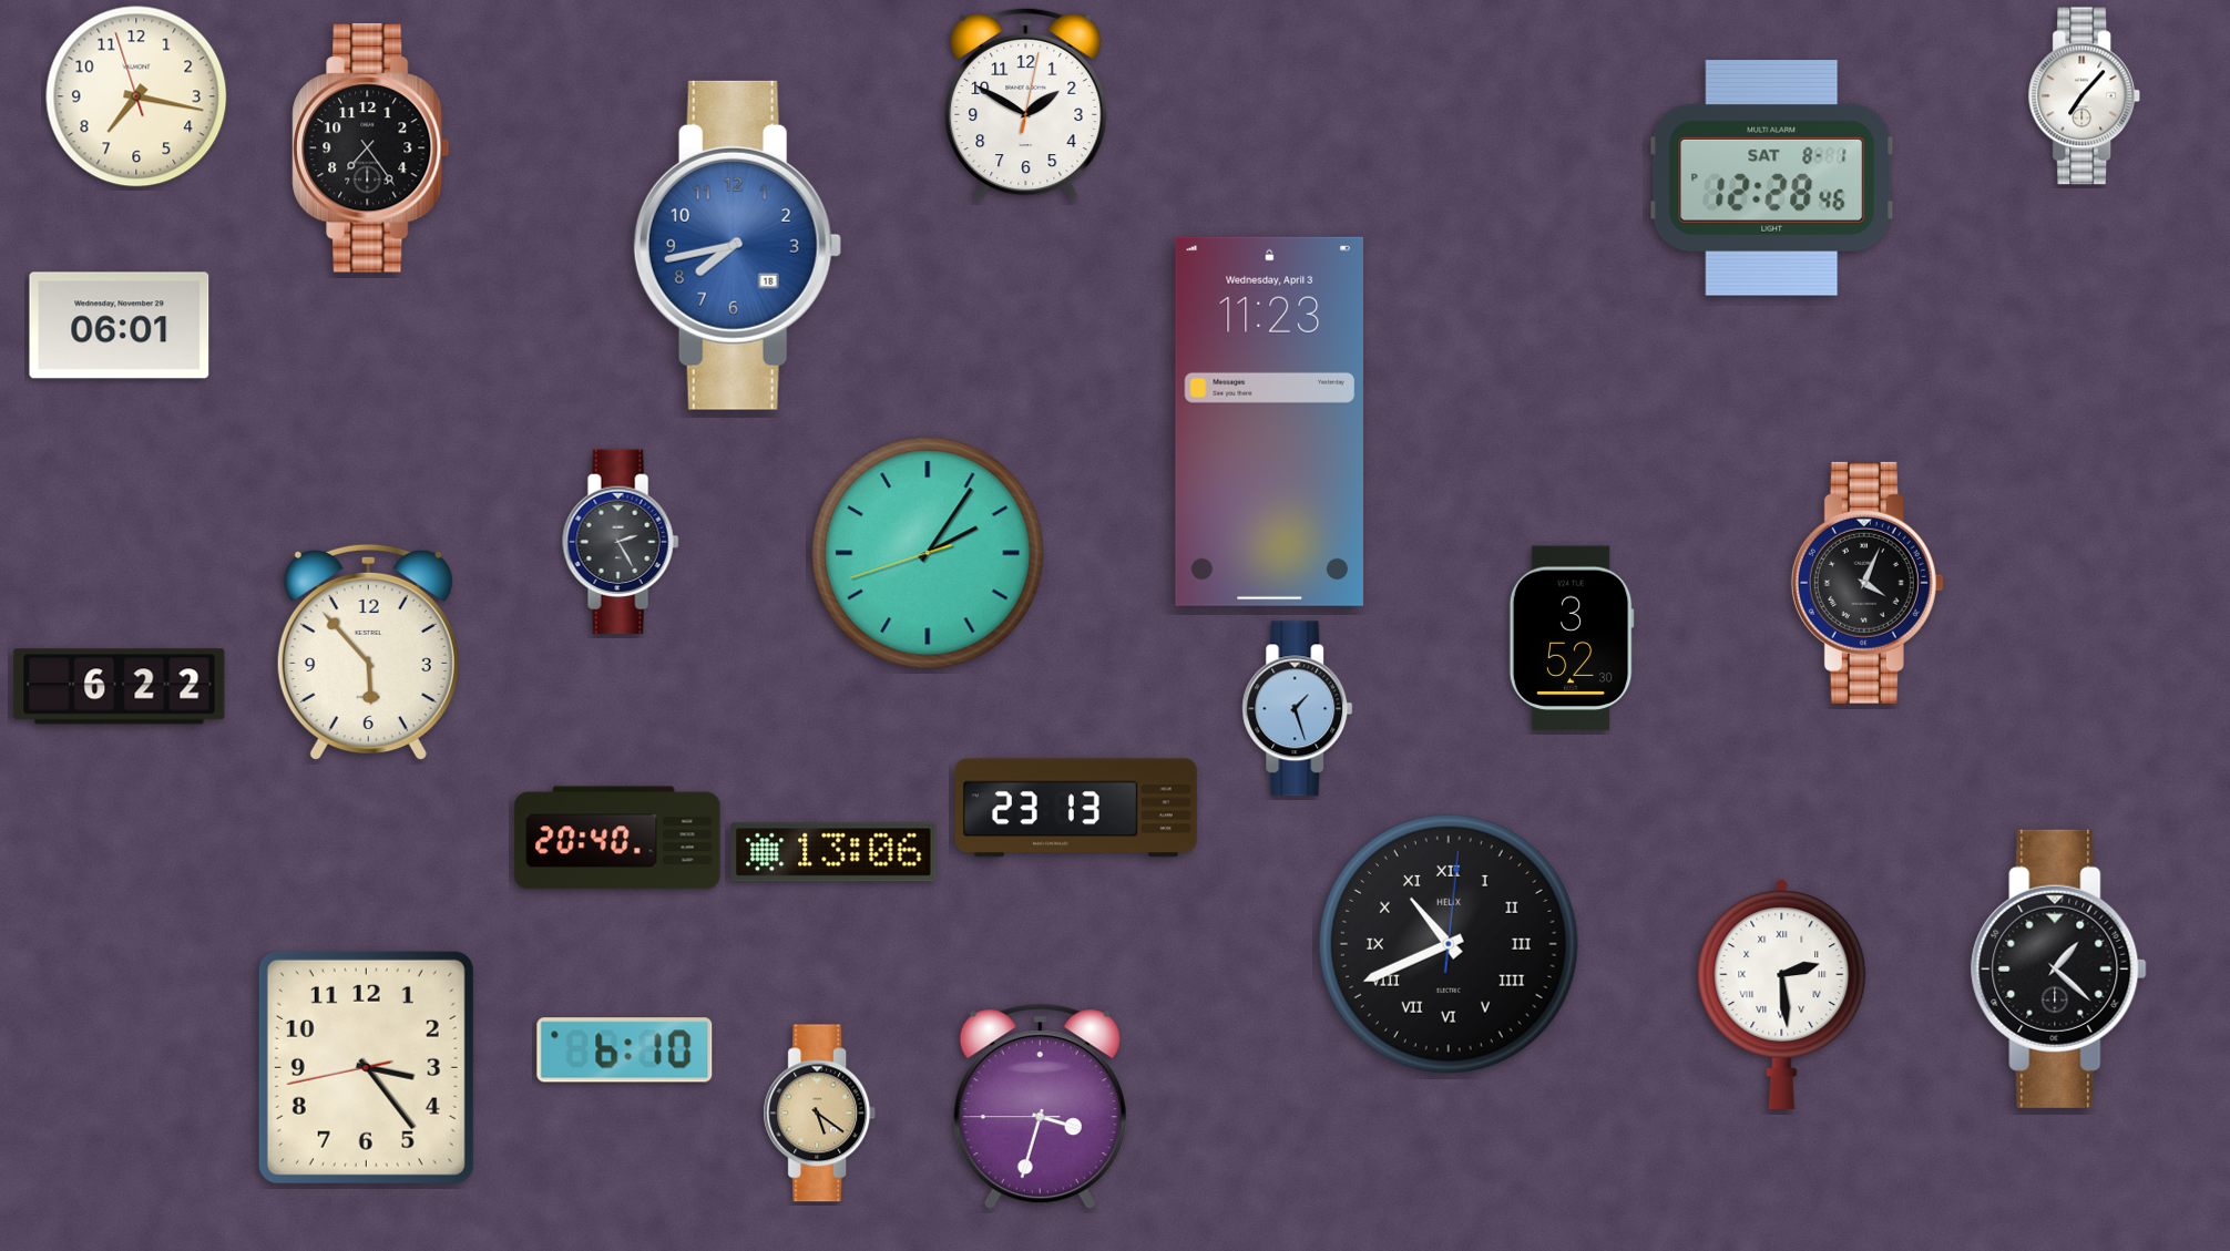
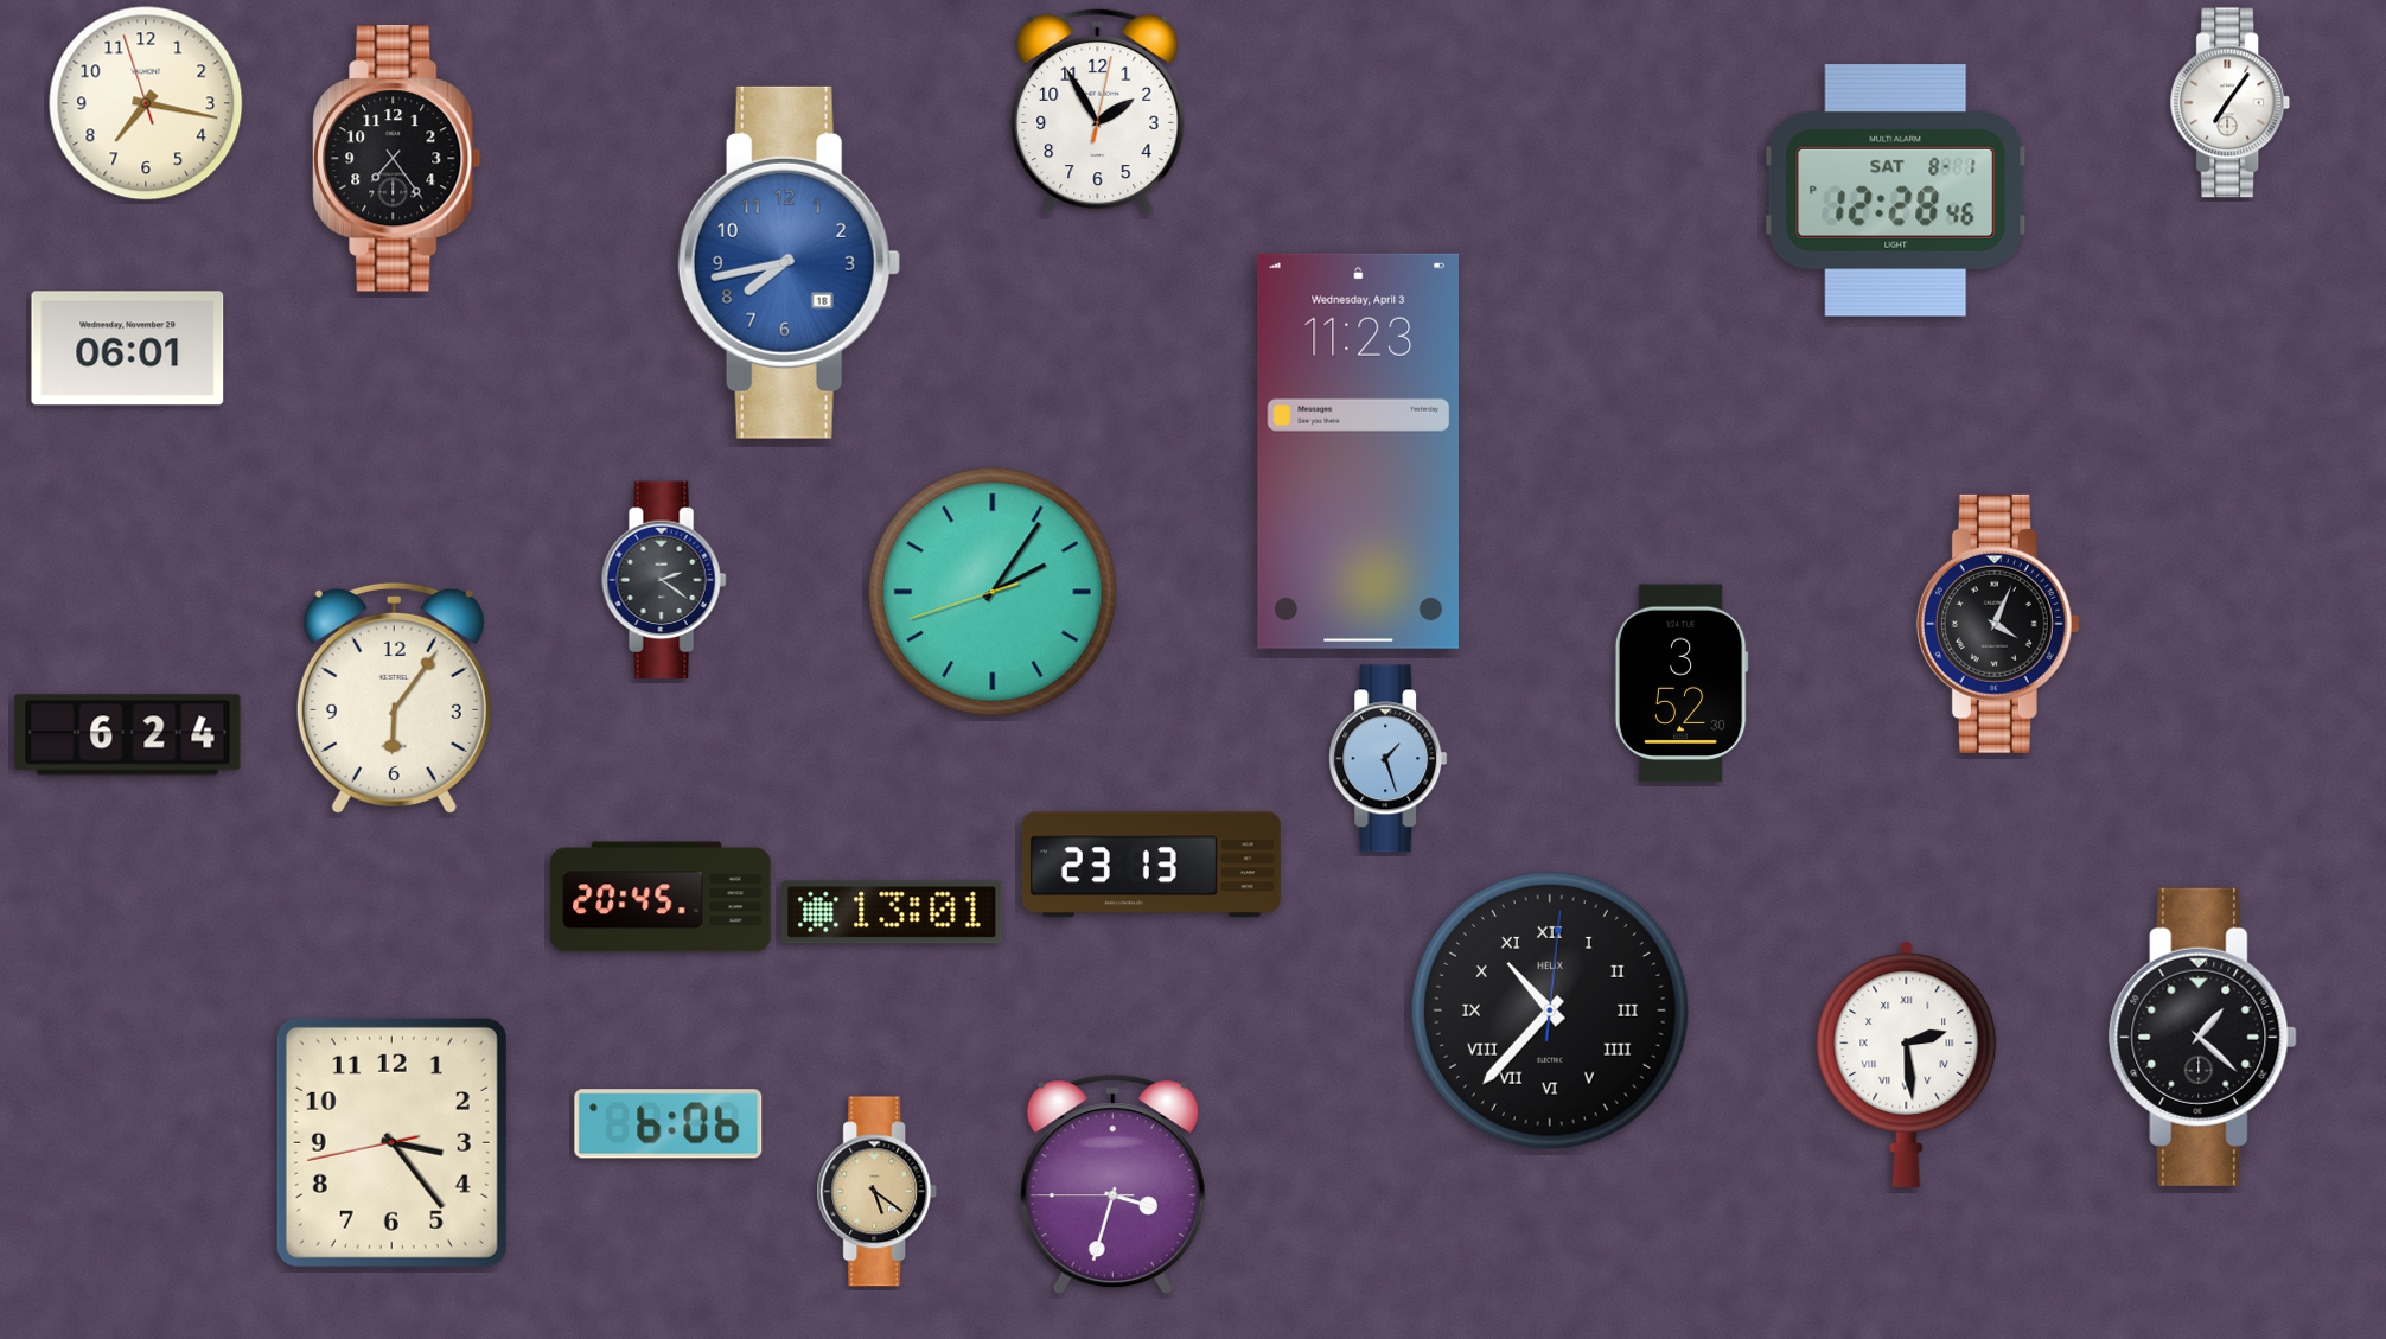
clock at (2085, 96): 7:07 -> 7:06
clock at (1026, 104): 1:50 -> 1:55
clock at (621, 542): 2:25 -> 2:21
clock at (368, 652): 5:53 -> 6:06
clock at (120, 687): 6:22 -> 6:24
clock at (617, 838): 20:40 -> 20:45
clock at (833, 852): 13:06 -> 13:01
clock at (1449, 944): 10:41 -> 10:37
clock at (625, 1050): 6:10 -> 6:06
